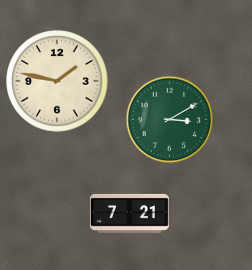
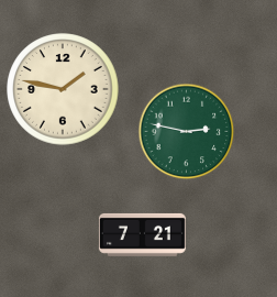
clock at (170, 120): 3:10 -> 2:47
